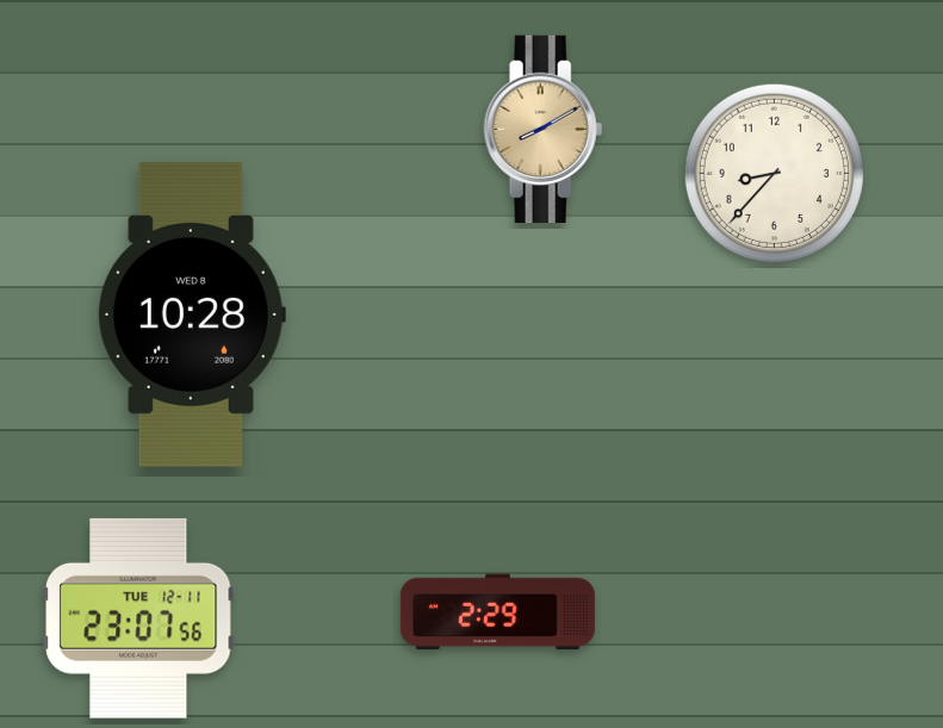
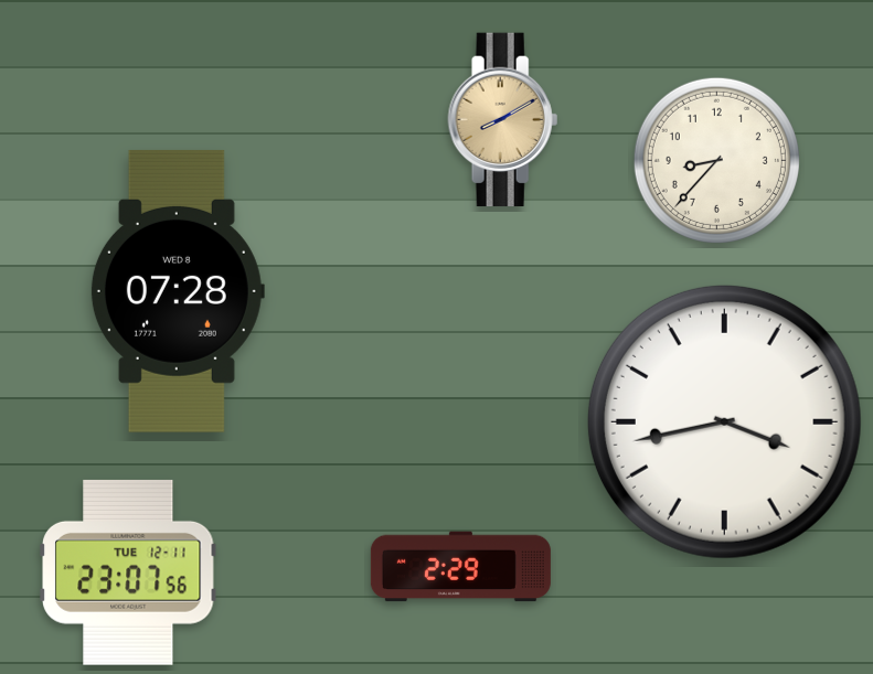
clock at (191, 315): 10:28 -> 07:28
clock at (724, 421): none -> 3:43
